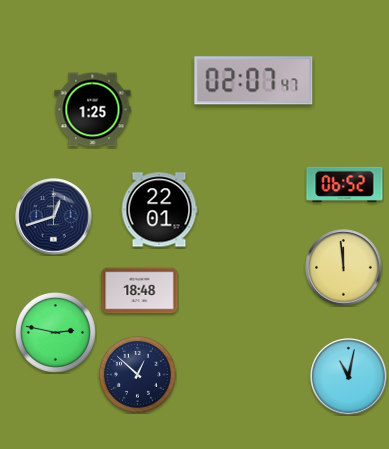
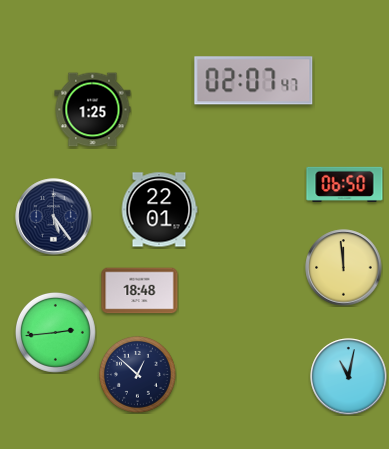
clock at (345, 184): 06:52 -> 06:50
clock at (54, 217): 12:42 -> 5:24
clock at (55, 332): 2:47 -> 2:44
